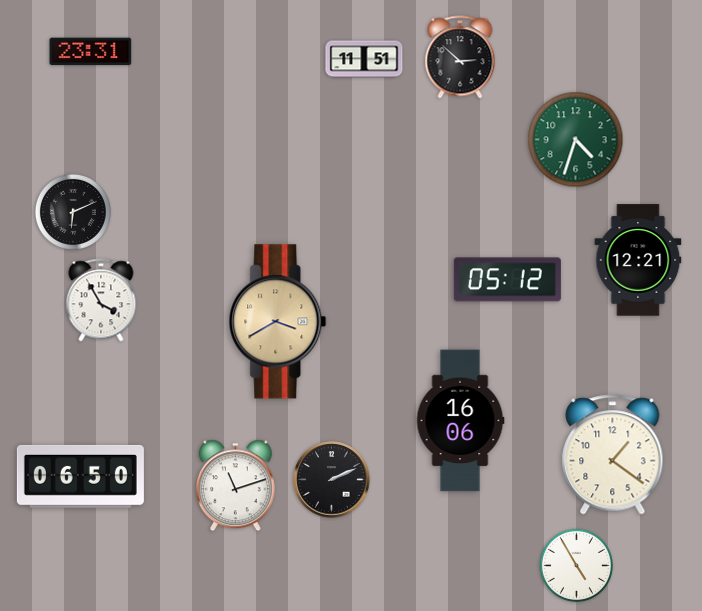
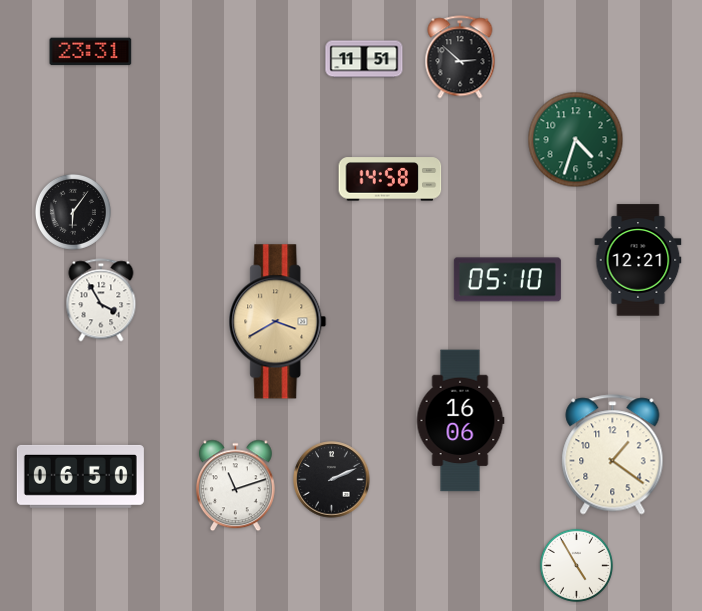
clock at (390, 179): none -> 14:58
clock at (73, 212): 6:11 -> 6:06
clock at (507, 280): 05:12 -> 05:10
